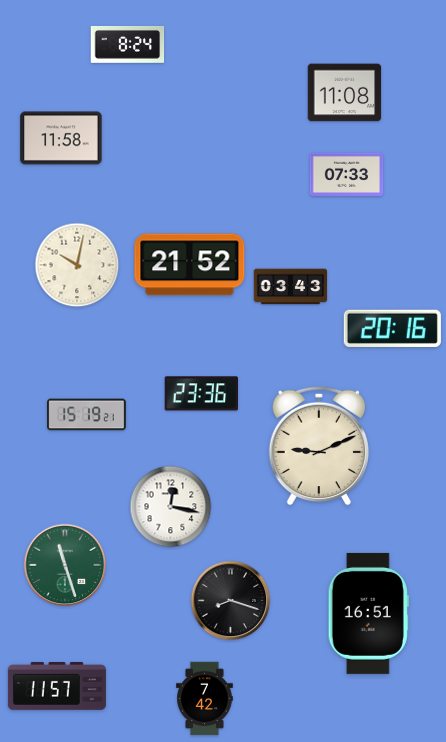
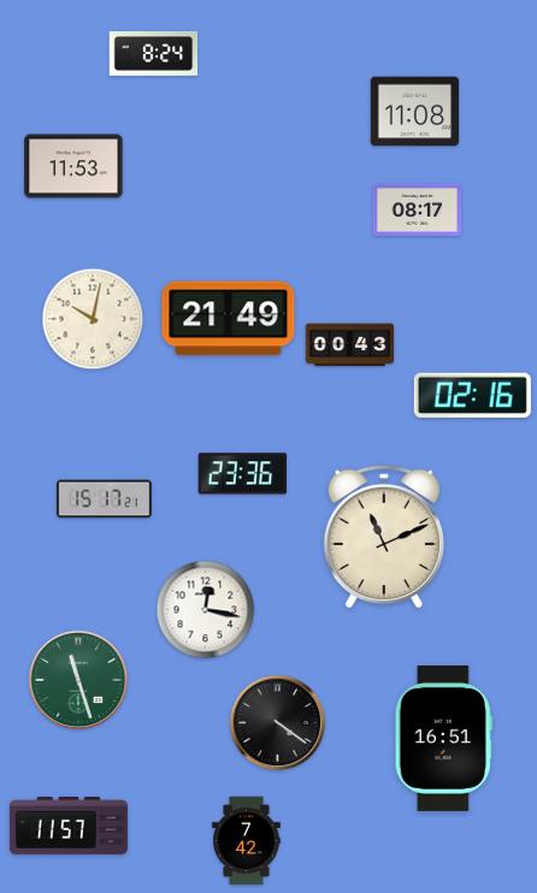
clock at (61, 138): 11:58 -> 11:53
clock at (347, 174): 07:33 -> 08:17
clock at (190, 265): 21:52 -> 21:49
clock at (291, 287): 03:43 -> 00:43
clock at (392, 328): 20:16 -> 02:16
clock at (87, 415): 15:19 -> 15:17
clock at (319, 446): 9:11 -> 11:11
clock at (231, 601): 8:18 -> 4:21
